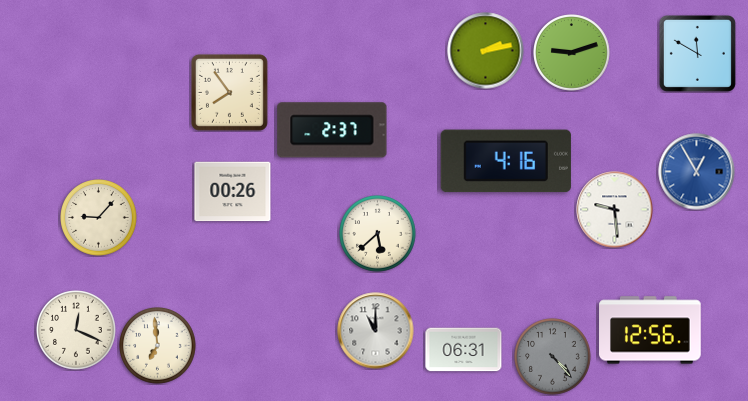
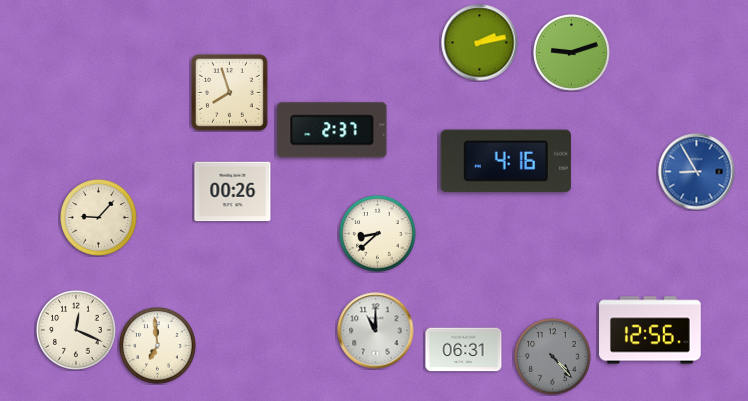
clock at (486, 51) position: (486, 51) -> (480, 43)
clock at (697, 53): 11:50 -> none
clock at (229, 92): 7:54 -> 7:57
clock at (697, 172): 12:55 -> 8:55
clock at (615, 210): 9:29 -> none
clock at (378, 234): 5:38 -> 8:38
